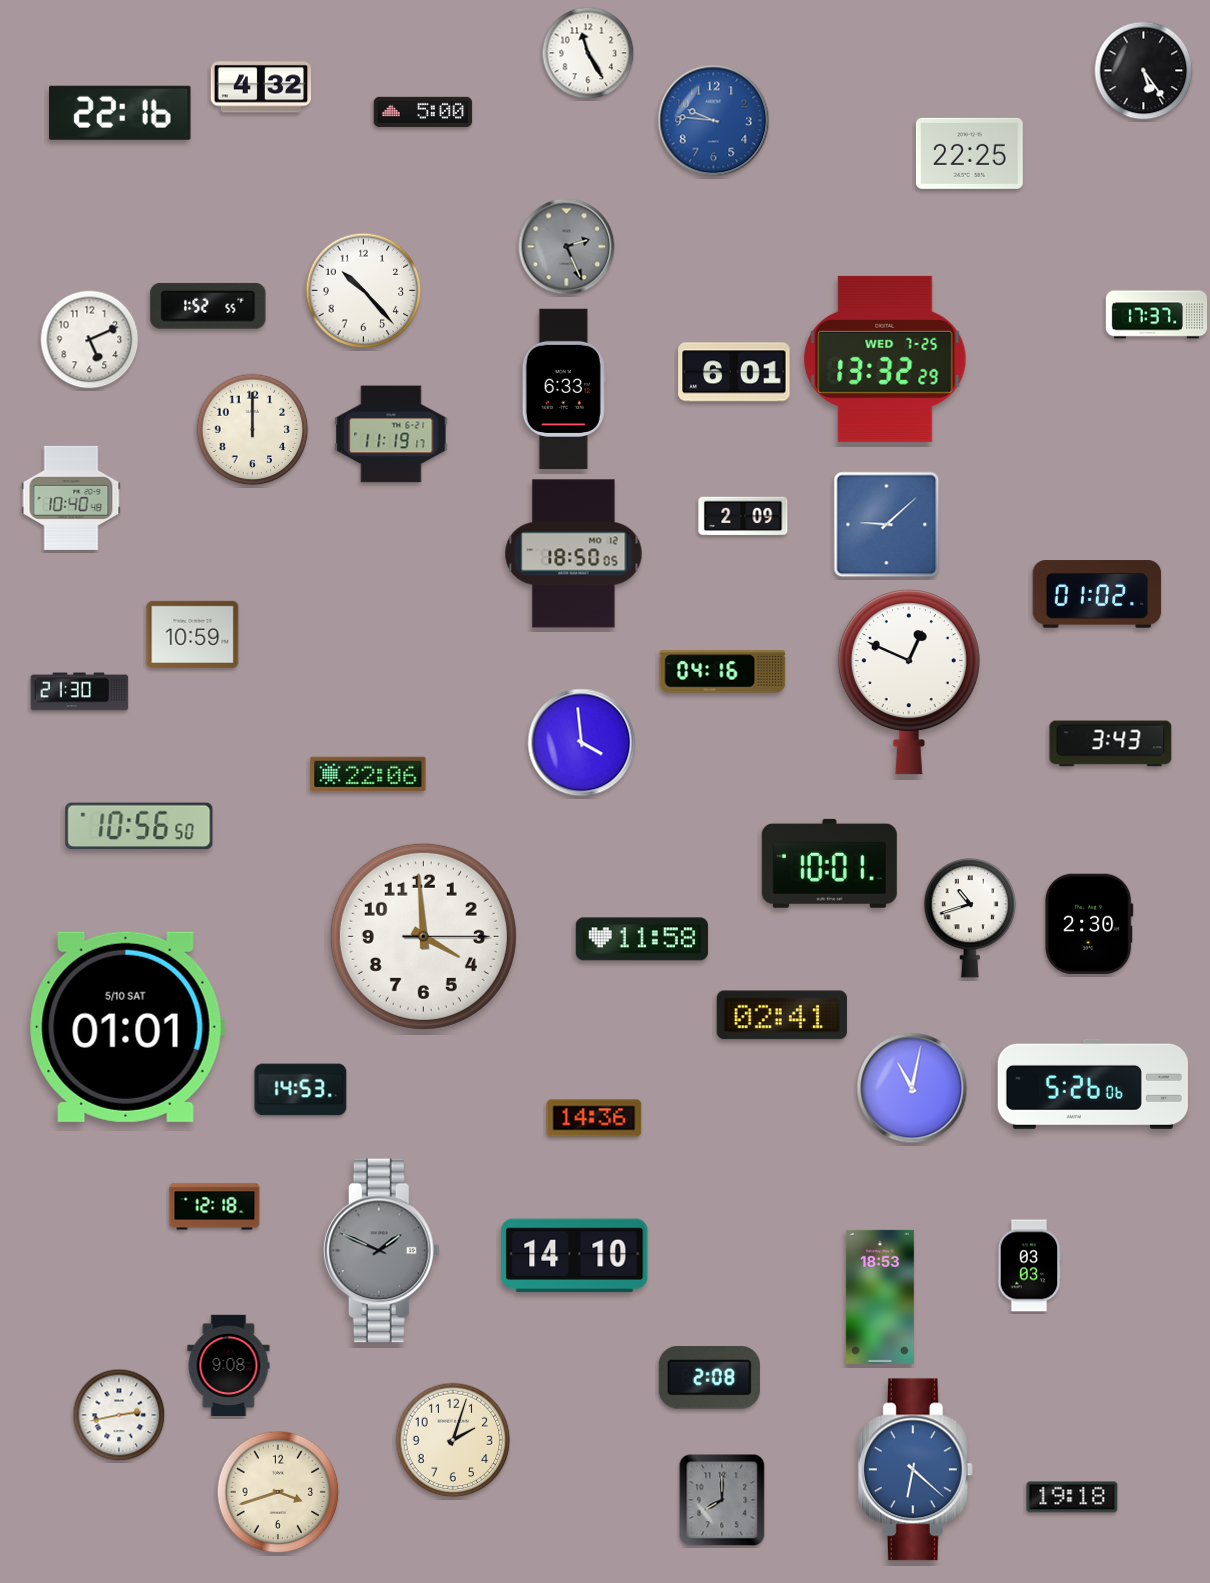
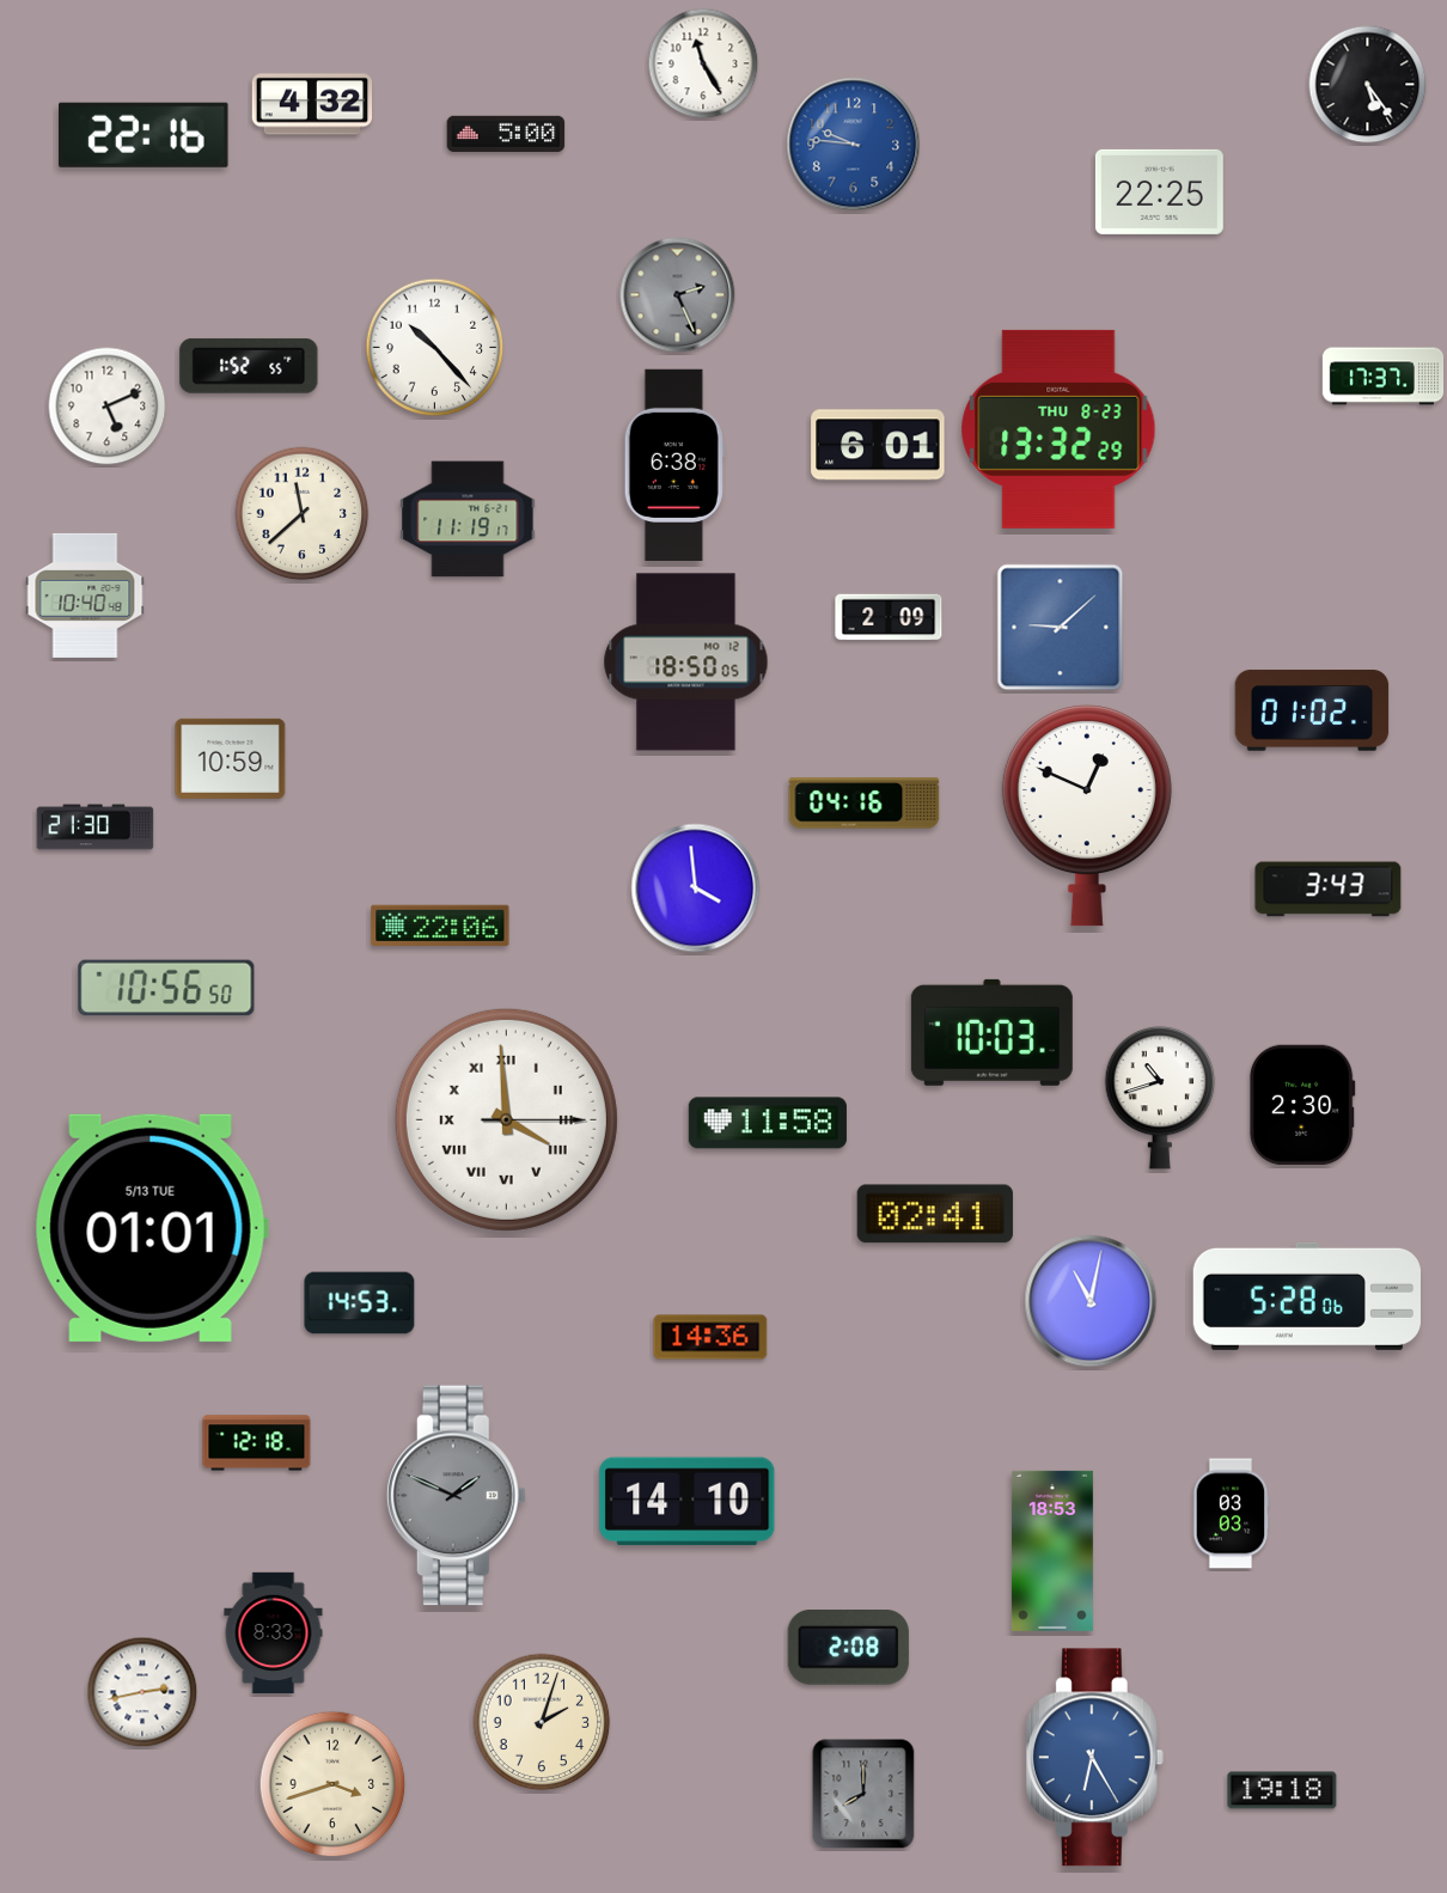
clock at (969, 153) position: (969, 153) -> (1159, 191)
clock at (885, 359) date: WED 7-25 -> THU 8-23
clock at (564, 388): 6:33 -> 6:38
clock at (253, 430): 12:00 -> 11:38
clock at (829, 863): 10:01 -> 10:03
clock at (423, 936) numerals: Arabic -> Roman
clock at (127, 1027) date: 5/10 SAT -> 5/13 TUE
clock at (1093, 1084): 5:26 -> 5:28
clock at (229, 1366): 9:08 -> 8:33
clock at (915, 1470): 6:22 -> 6:25
